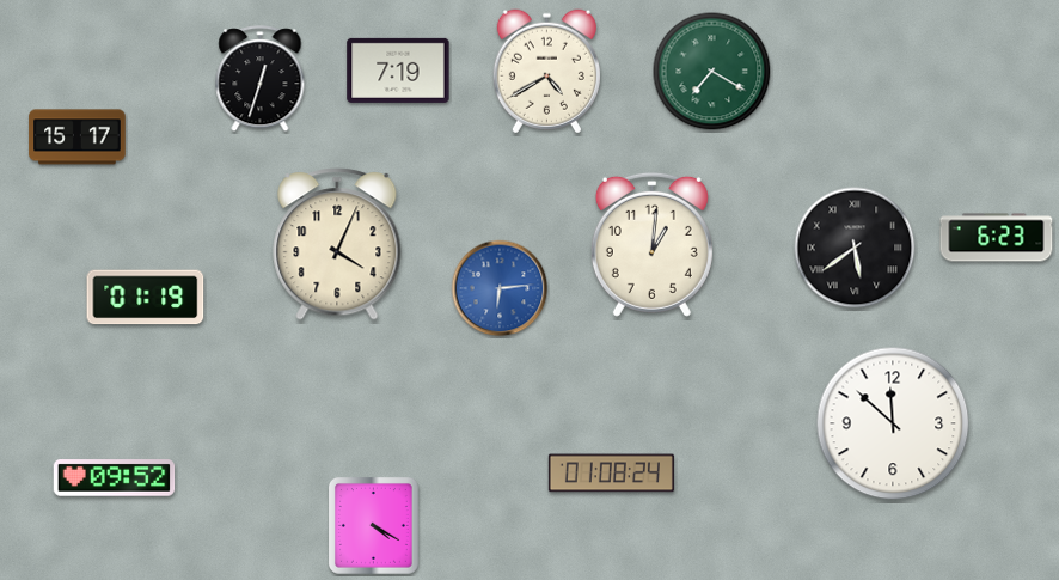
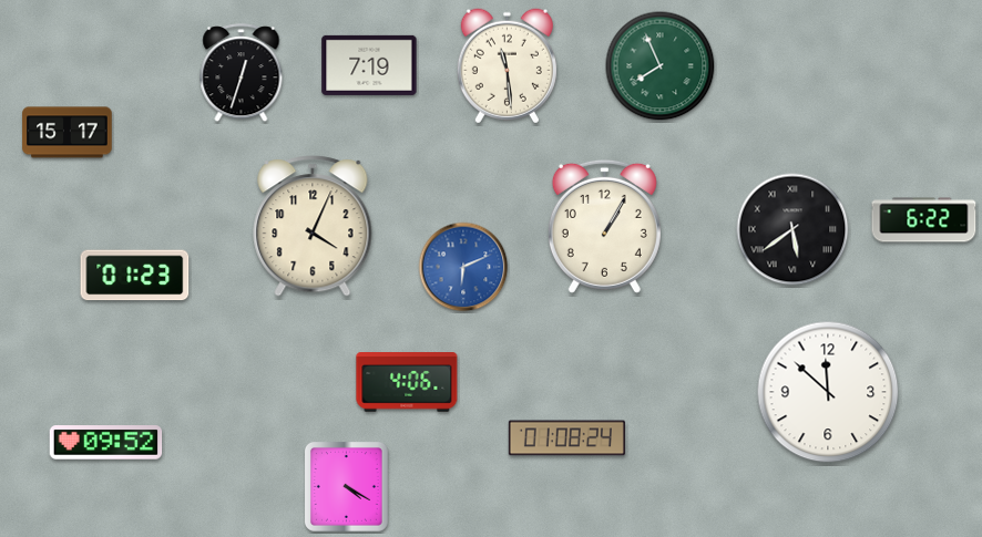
clock at (546, 72): 4:40 -> 11:29
clock at (712, 72): 7:20 -> 7:56
clock at (78, 138) position: (78, 138) -> (68, 133)
clock at (997, 238): 6:23 -> 6:22
clock at (651, 244): 1:01 -> 1:05
clock at (500, 288): 6:14 -> 6:11
clock at (146, 298): 01:19 -> 01:23
clock at (407, 383): none -> 4:06
